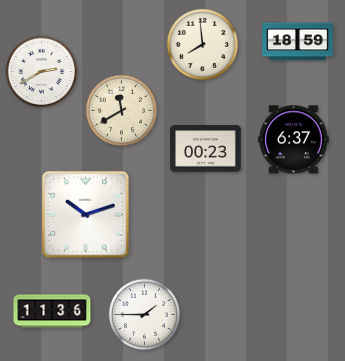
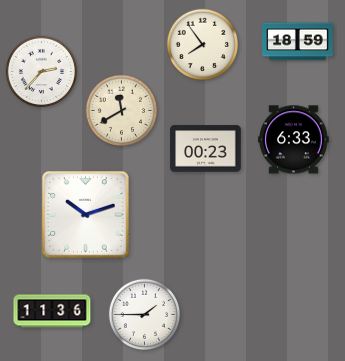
clock at (202, 44): 7:59 -> 7:54
clock at (41, 71): 2:40 -> 2:37
clock at (294, 140): 6:37 -> 6:33
